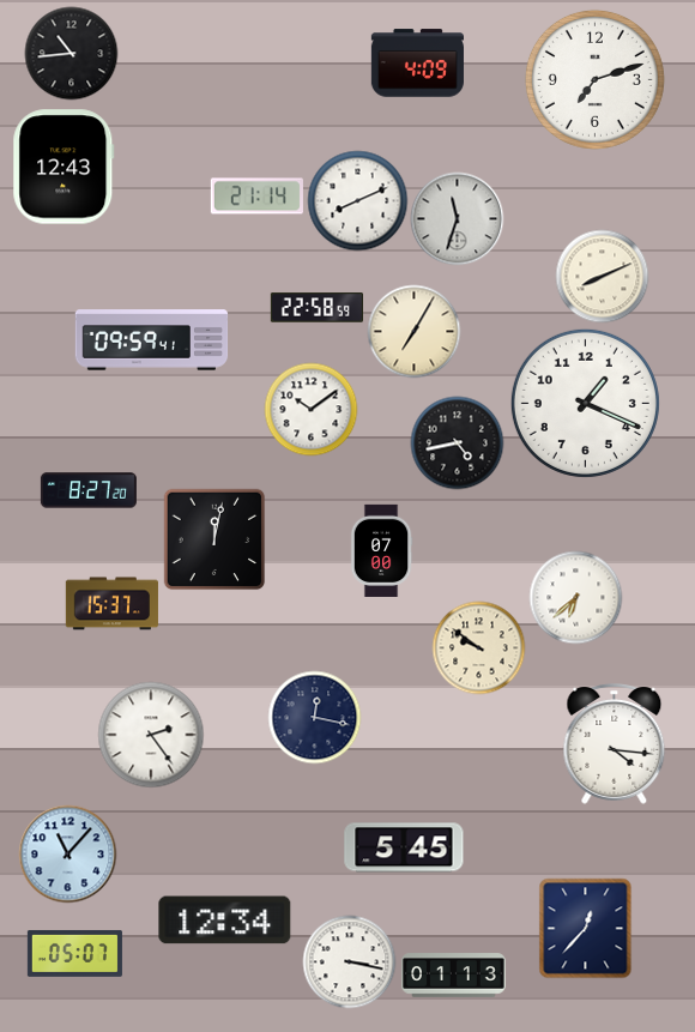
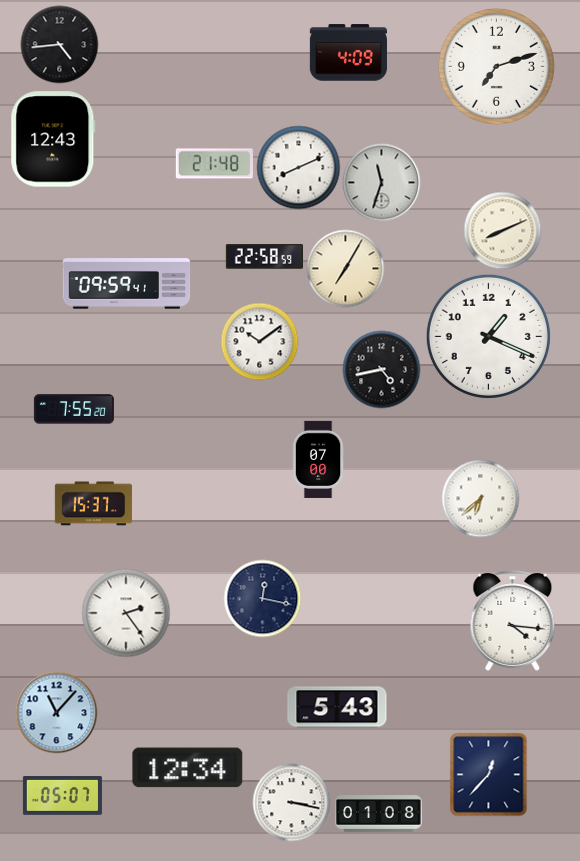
clock at (71, 53): 10:44 -> 4:44
clock at (256, 197): 21:14 -> 21:48
clock at (413, 331) position: (413, 331) -> (345, 268)
clock at (89, 490): 8:27 -> 7:55
clock at (214, 539): 12:02 -> none
clock at (478, 647): 9:51 -> none
clock at (404, 847): 5:45 -> 5:43
clock at (454, 976): 01:13 -> 01:08
